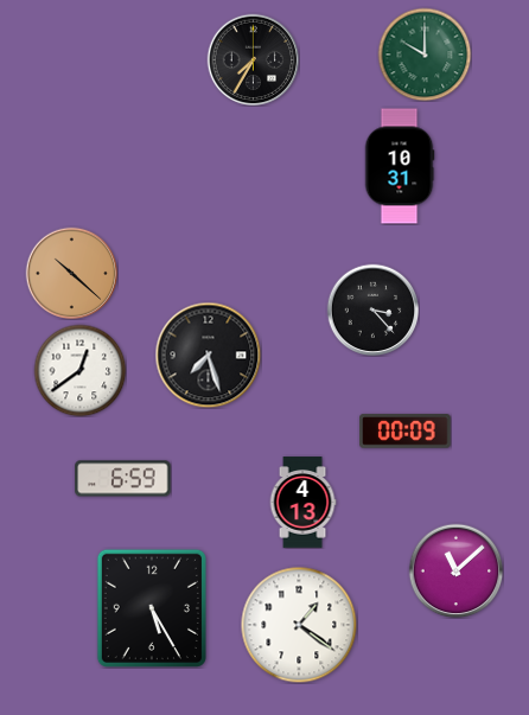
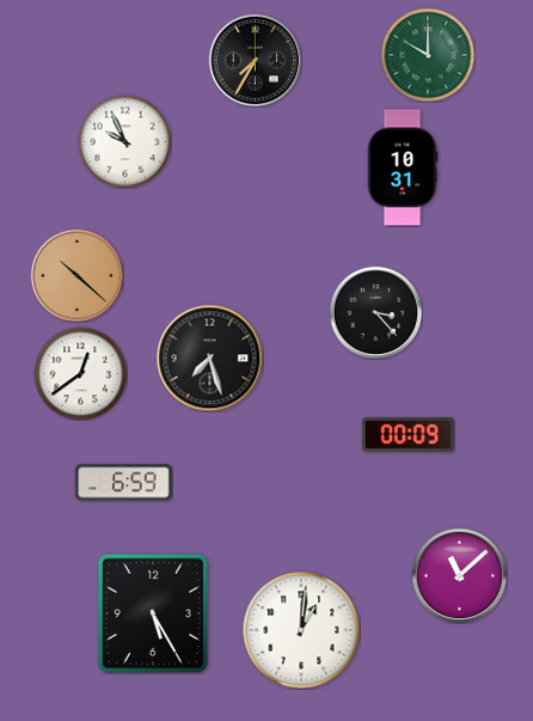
clock at (124, 141): none -> 9:56
clock at (71, 273) position: (71, 273) -> (76, 275)
clock at (302, 503): 4:13 -> none
clock at (299, 625): 1:21 -> 1:01
